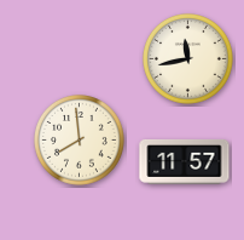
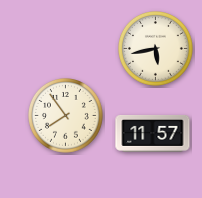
clock at (188, 59): 11:43 -> 5:43
clock at (80, 141): 7:59 -> 7:54
